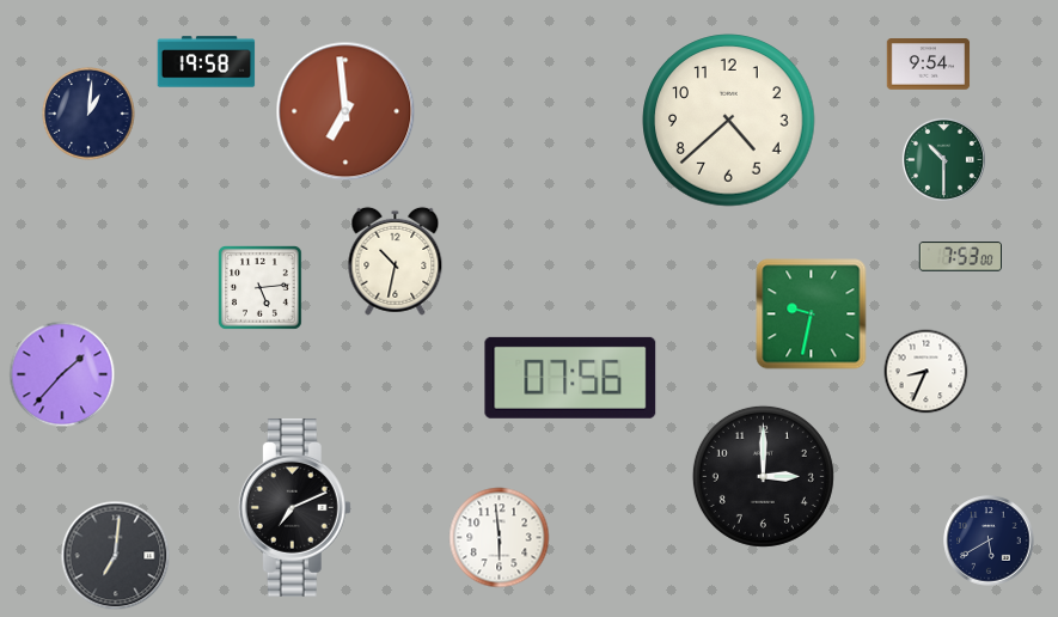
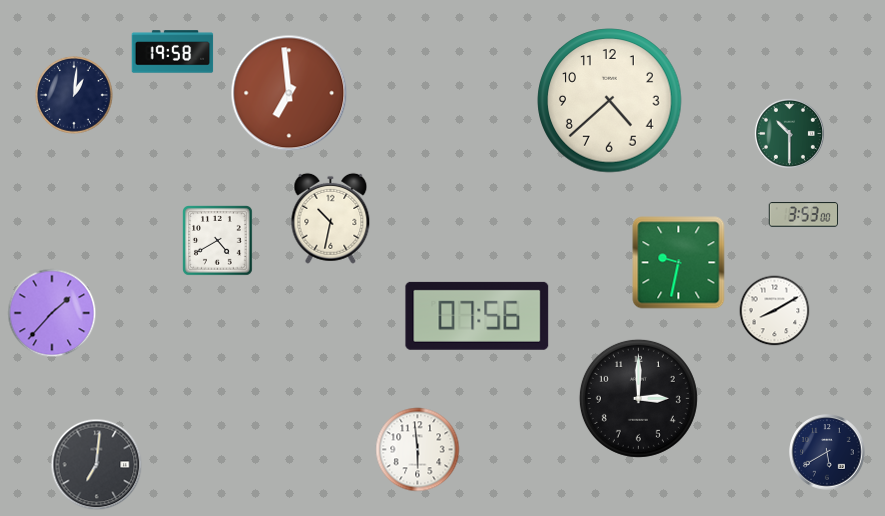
clock at (929, 65): 9:54 -> none
clock at (960, 257): 7:53 -> 3:53
clock at (261, 288): 5:14 -> 4:40
clock at (926, 372): 8:34 -> 8:10
clock at (294, 507): 7:11 -> none
